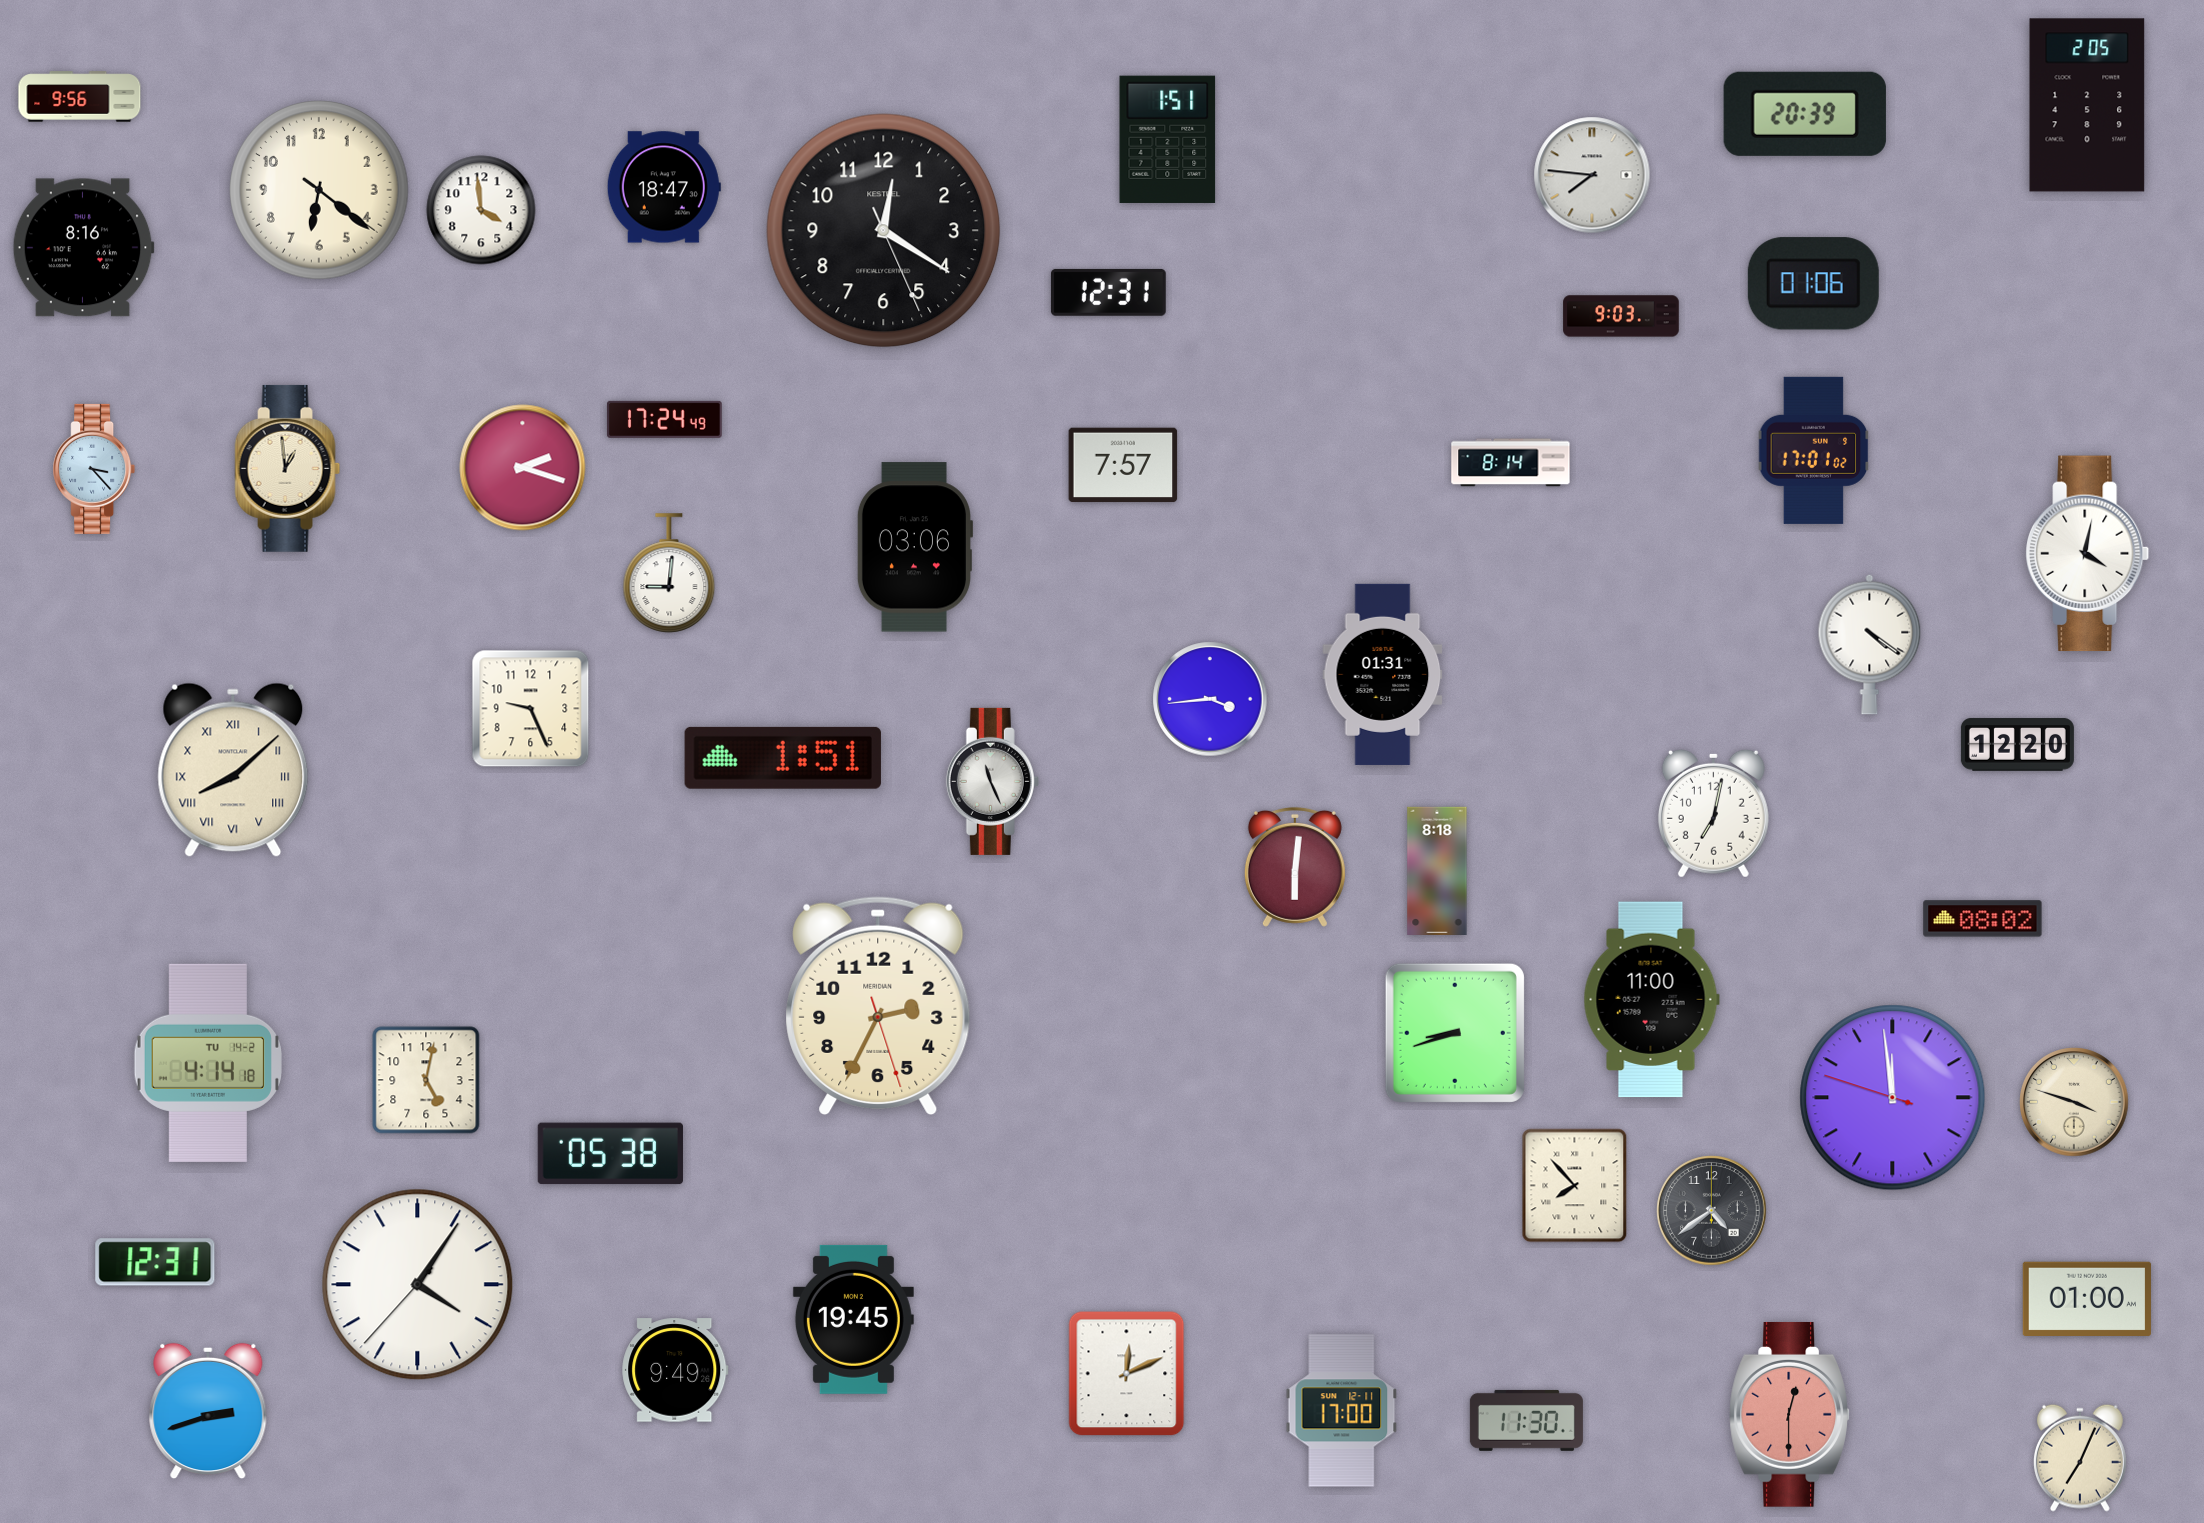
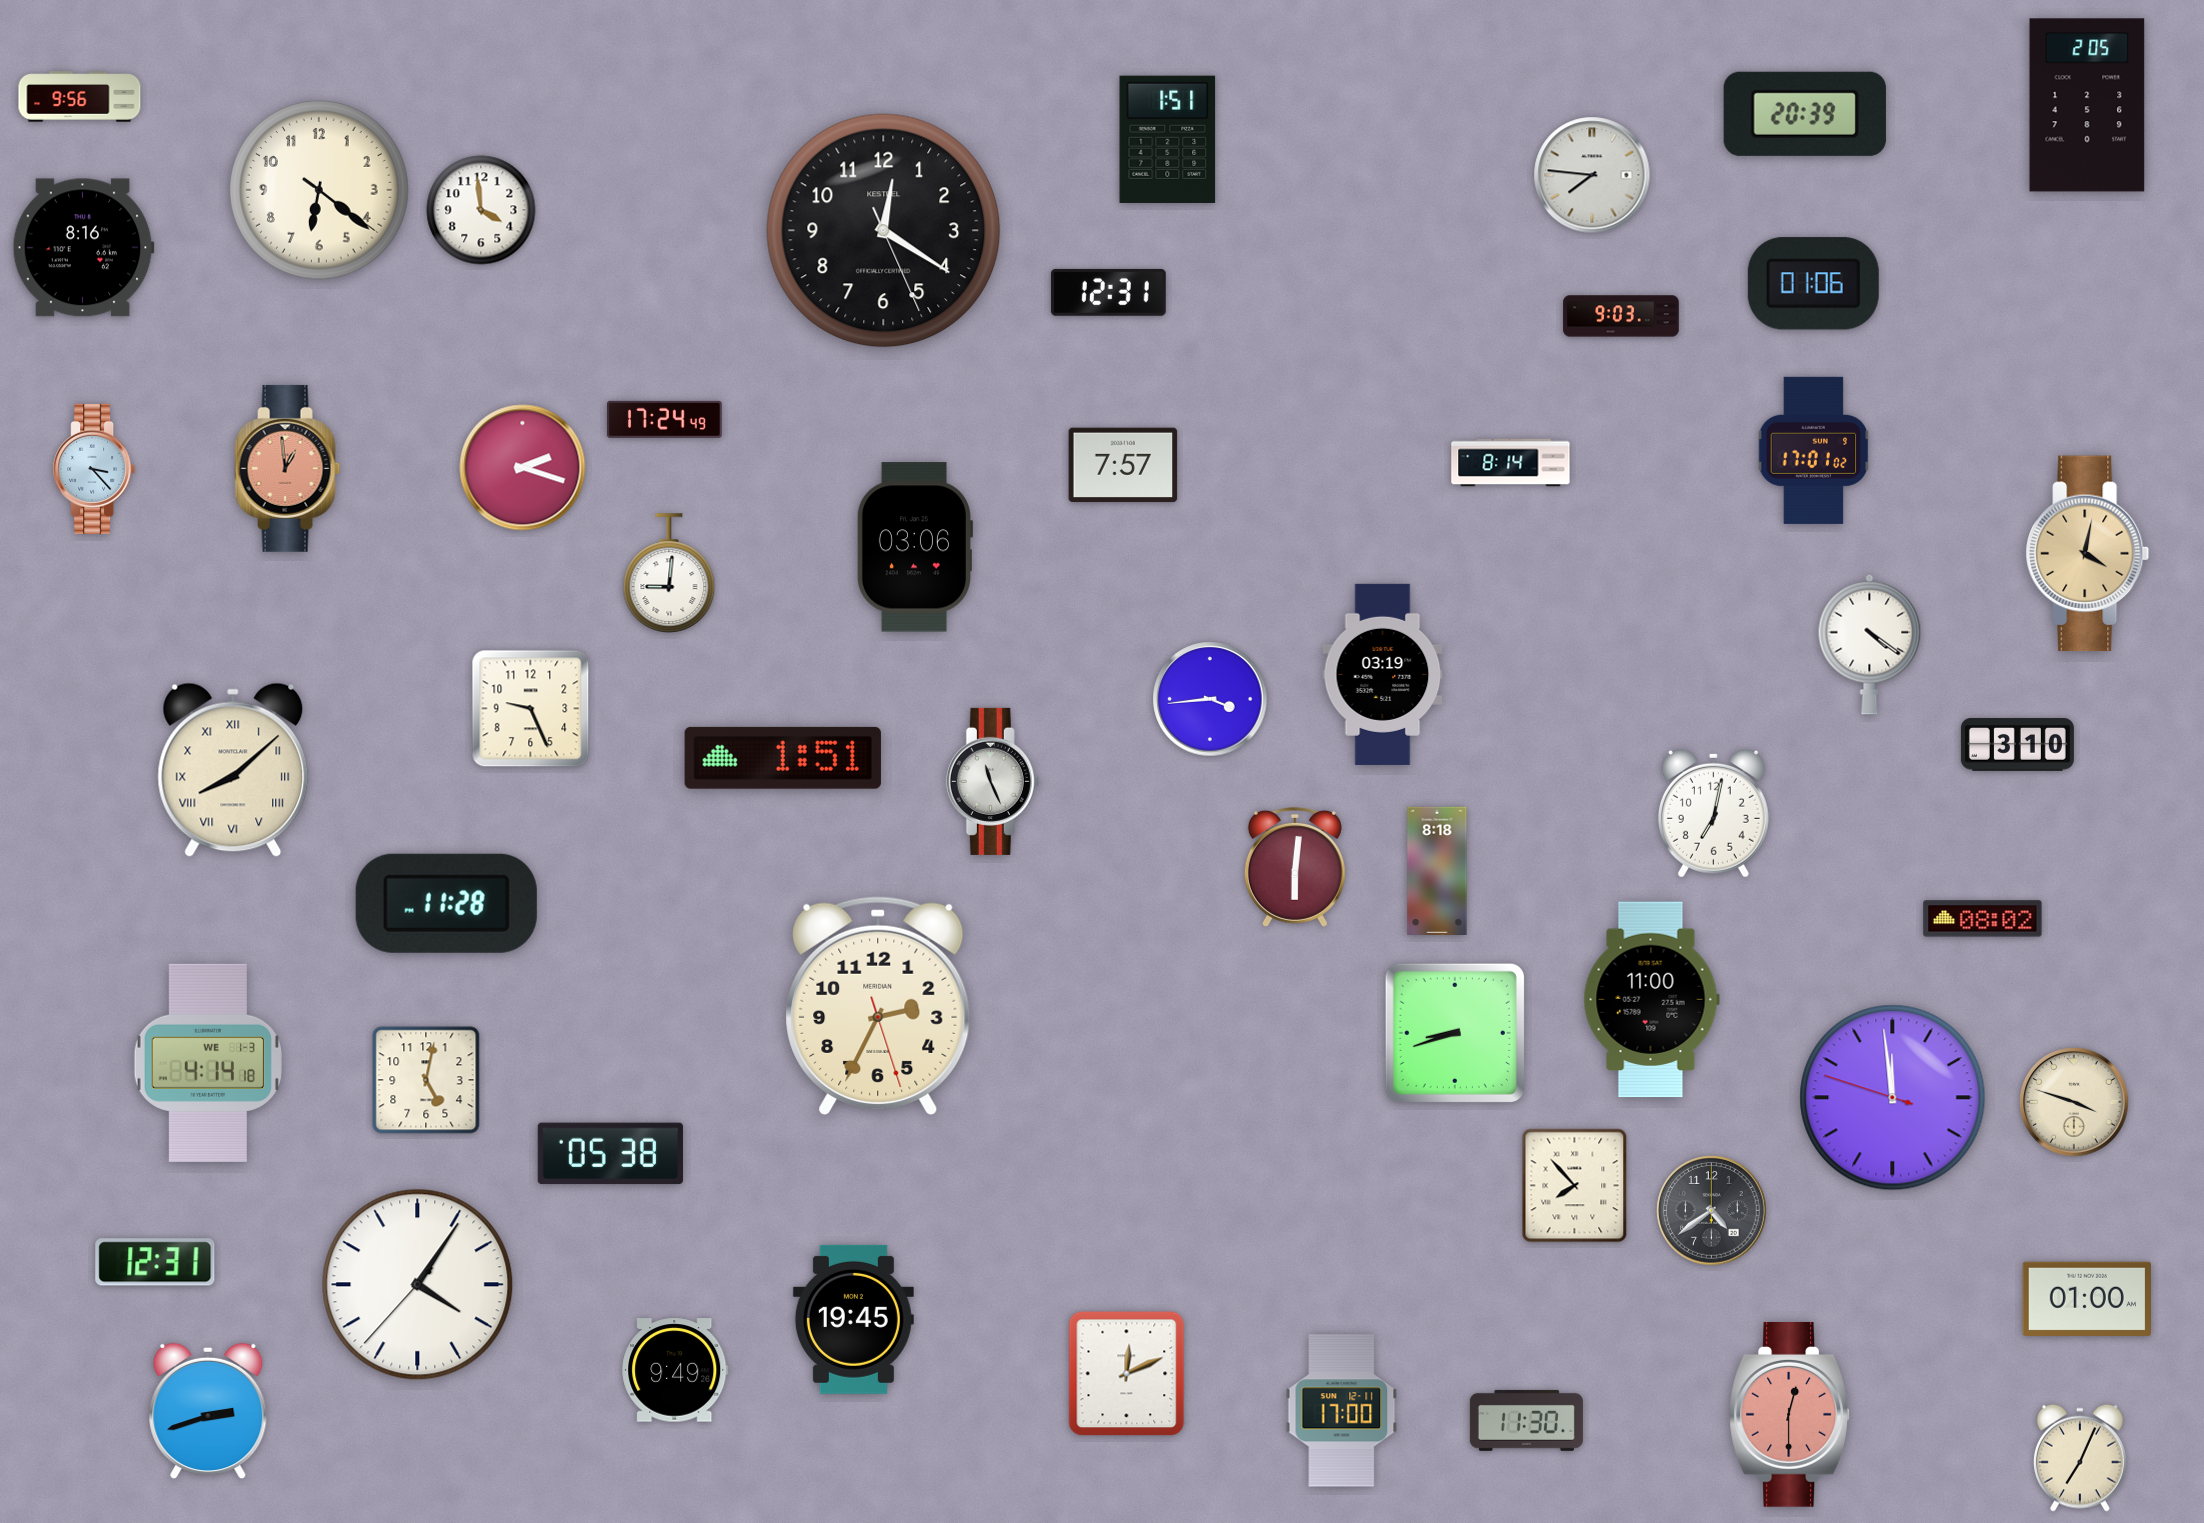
clock at (664, 187): 18:47 -> none
clock at (288, 468) dial: cream -> salmon
clock at (2088, 554) dial: white -> champagne
clock at (1383, 674): 01:31 -> 03:19
clock at (2017, 745): 12:20 -> 3:10
clock at (446, 903): none -> 11:28
clock at (208, 1063) date: TU 14-2 -> WE 1-3
